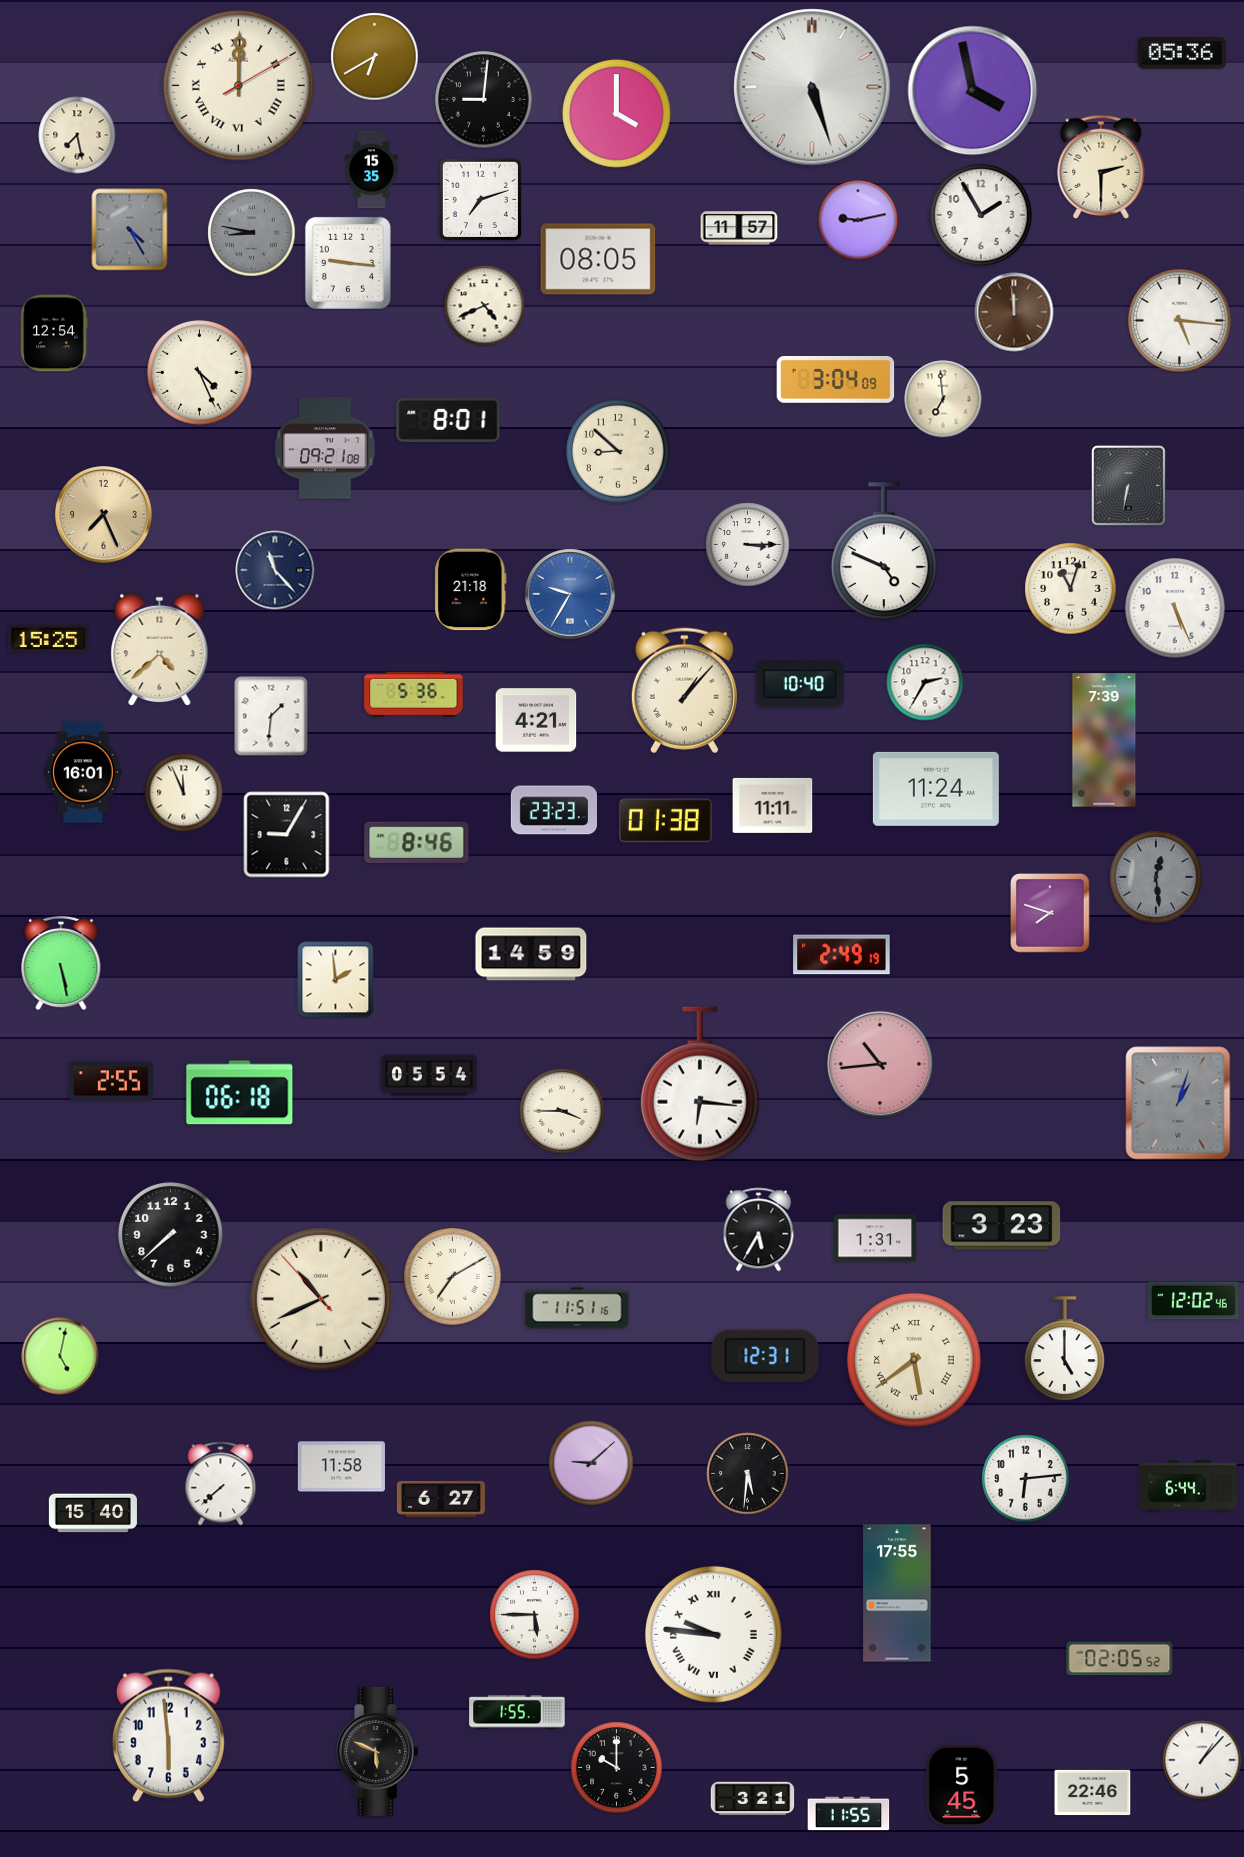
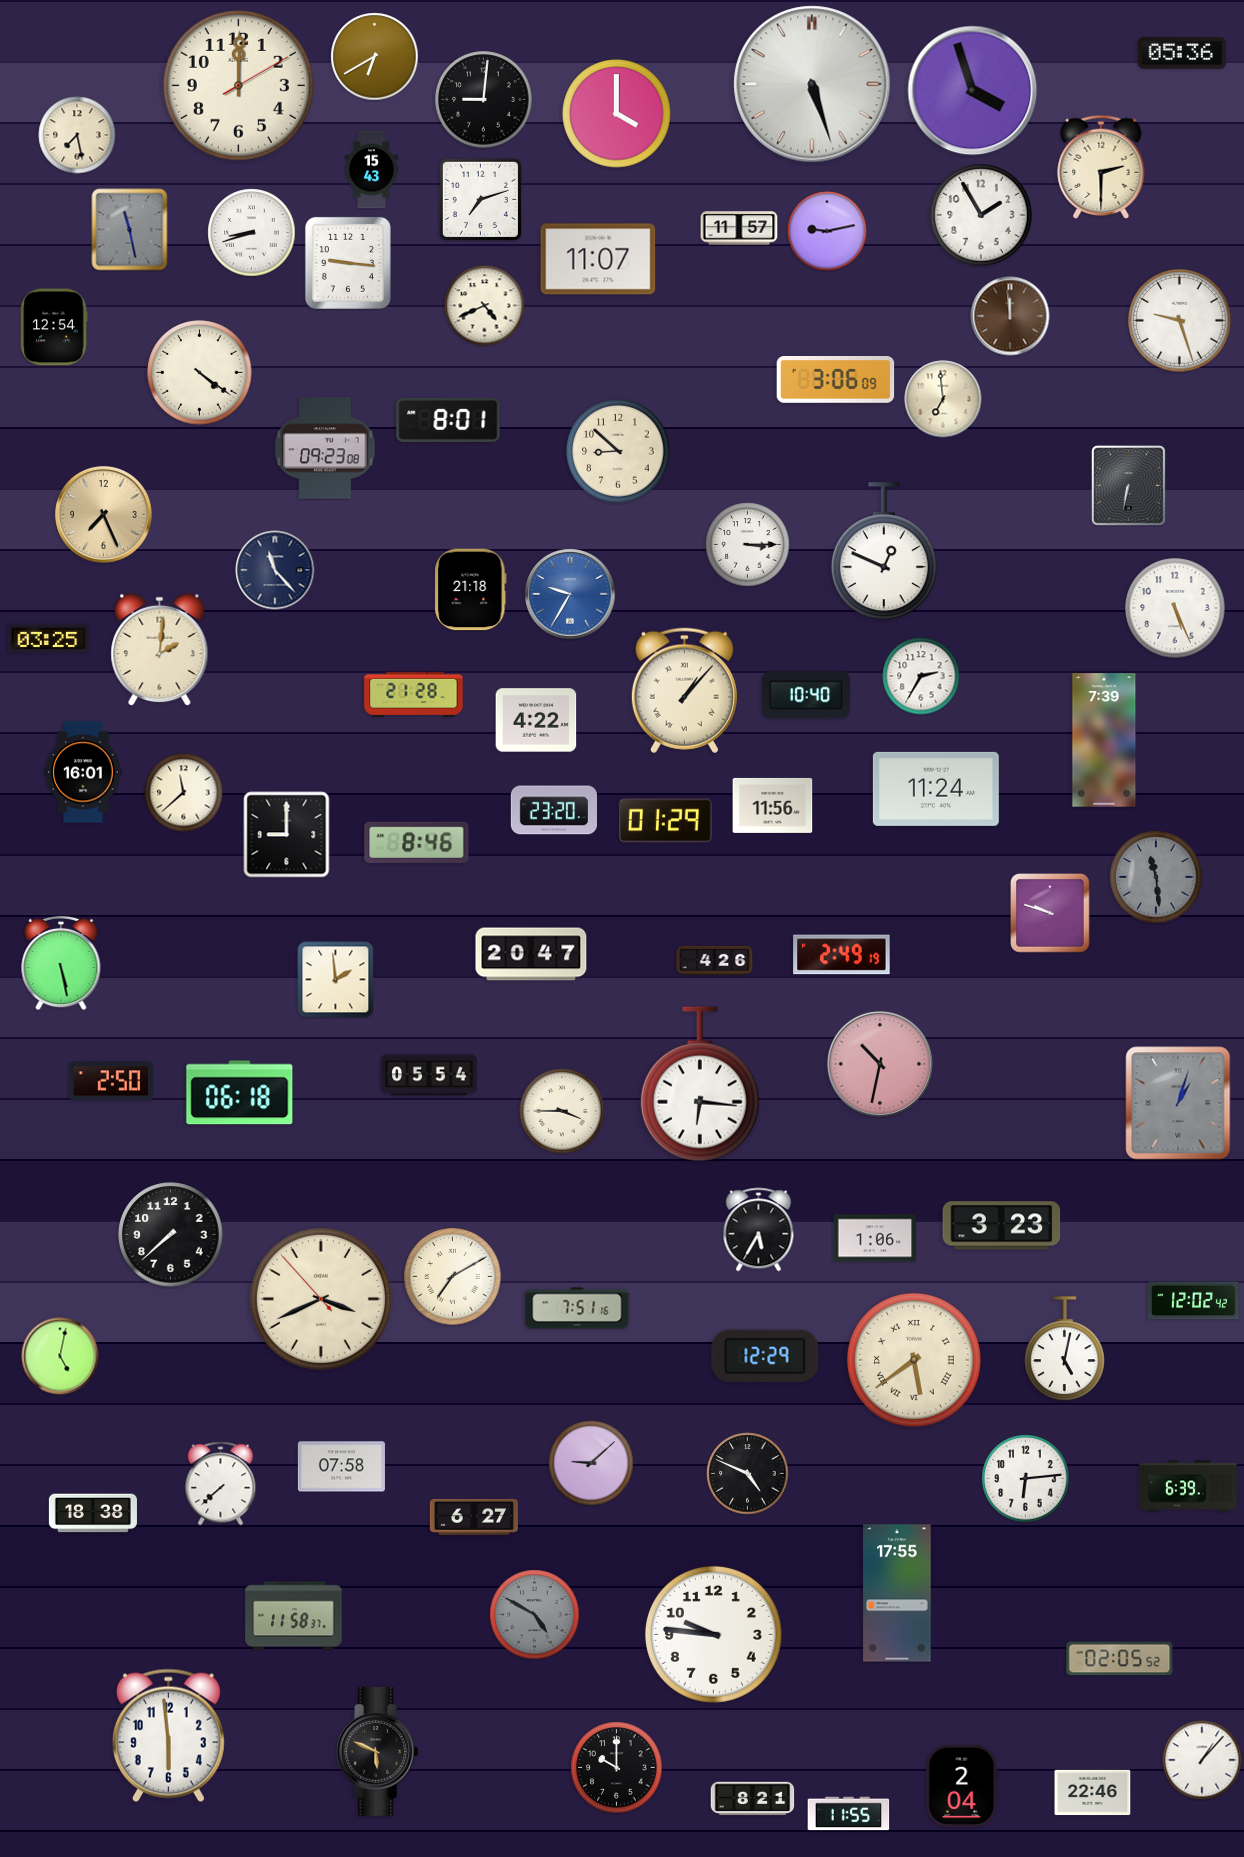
clock at (238, 85) numerals: Roman -> Arabic
clock at (812, 87) position: (812, 87) -> (812, 84)
clock at (973, 91): 3:58 -> 3:57
clock at (372, 170): 15:35 -> 15:43
clock at (858, 220) position: (858, 220) -> (827, 231)
clock at (130, 230): 4:25 -> 11:28
clock at (252, 233): 8:47 -> 8:42
clock at (252, 233) dial: grey -> white
clock at (598, 259): 08:05 -> 11:07
clock at (1014, 312) position: (1014, 312) -> (1010, 316)
clock at (1180, 321): 5:16 -> 9:27
clock at (54, 333) position: (54, 333) -> (54, 327)
clock at (200, 373): 4:26 -> 4:21
clock at (836, 380): 3:04 -> 3:06
clock at (325, 448): 09:21 -> 09:23
clock at (884, 552): 4:49 -> 12:49
clock at (1071, 589): 11:03 -> none
clock at (49, 638): 15:25 -> 03:25
clock at (160, 650): 4:38 -> 2:01
clock at (925, 682) position: (925, 682) -> (921, 676)
clock at (800, 684) position: (800, 684) -> (806, 695)
clock at (414, 694): 5:36 -> 21:28
clock at (271, 716): 1:31 -> none
clock at (536, 720): 4:21 -> 4:22
clock at (184, 793): 11:56 -> 11:38
clock at (773, 805): 11:11 -> 11:56
clock at (553, 810): 23:23 -> 23:20
clock at (666, 821): 01:38 -> 01:29
clock at (287, 835): 9:05 -> 9:00
clock at (1156, 877): 12:29 -> 11:29
clock at (1051, 914): 7:48 -> 9:48
clock at (531, 954): 14:59 -> 20:47
clock at (715, 960): none -> 4:26
clock at (880, 1064): 10:44 -> 10:32
clock at (110, 1081): 2:55 -> 2:50
clock at (875, 1238): 1:31 -> 1:06
clock at (321, 1299): 10:40 -> 3:40
clock at (1193, 1301): 12:02:46 -> 12:02:42
clock at (577, 1308): 11:51 -> 7:51
clock at (1065, 1349): 5:00 -> 5:02
clock at (765, 1356): 12:31 -> 12:29
clock at (341, 1467): 11:58 -> 07:58
clock at (748, 1474): 5:31 -> 4:49
clock at (1188, 1486): 6:44 -> 6:39
clock at (441, 1499) position: (441, 1499) -> (474, 1517)
clock at (93, 1513): 15:40 -> 18:38
clock at (535, 1615): 5:45 -> 4:50
clock at (535, 1615) dial: white -> grey
clock at (294, 1616): none -> 11:58
clock at (713, 1634) numerals: Roman -> Arabic
clock at (517, 1712): 1:55 -> none
clock at (962, 1786): 5:45 -> 2:04
clock at (753, 1799): 3:21 -> 8:21
